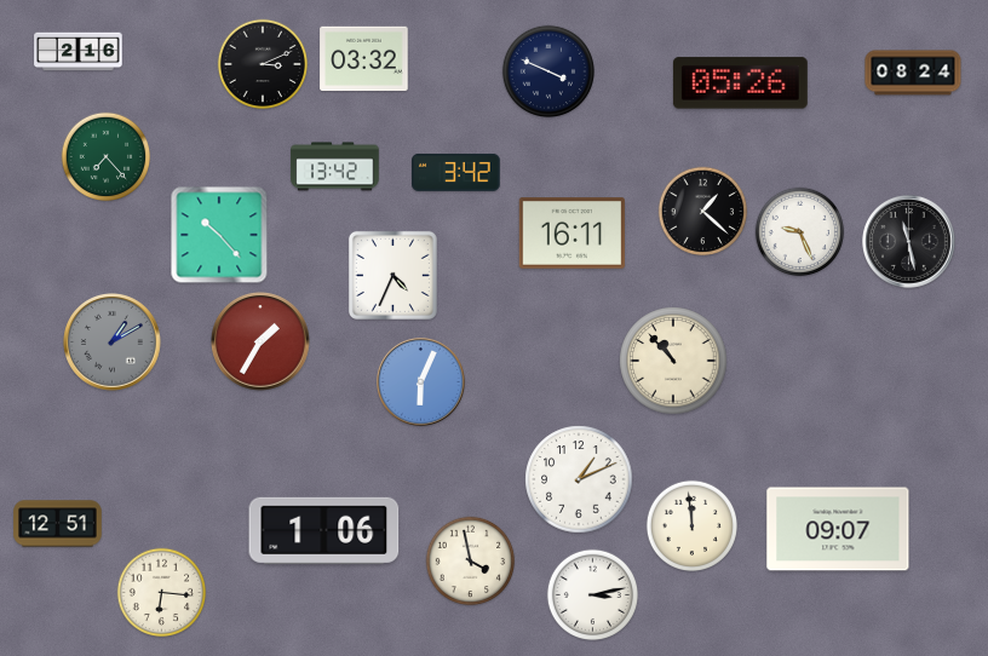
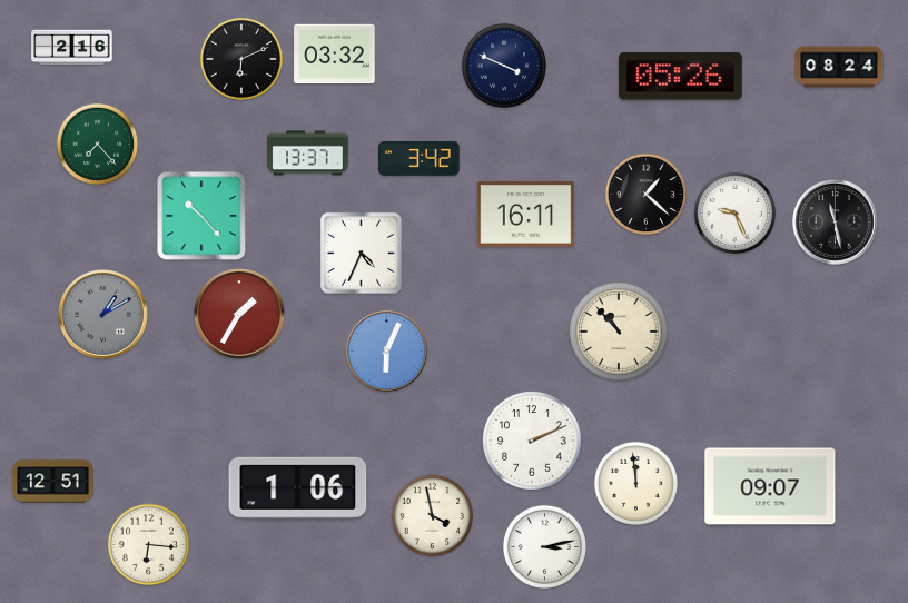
clock at (263, 64): 3:11 -> 6:11
clock at (335, 167): 13:42 -> 13:37
clock at (579, 479): 1:11 -> 2:11
